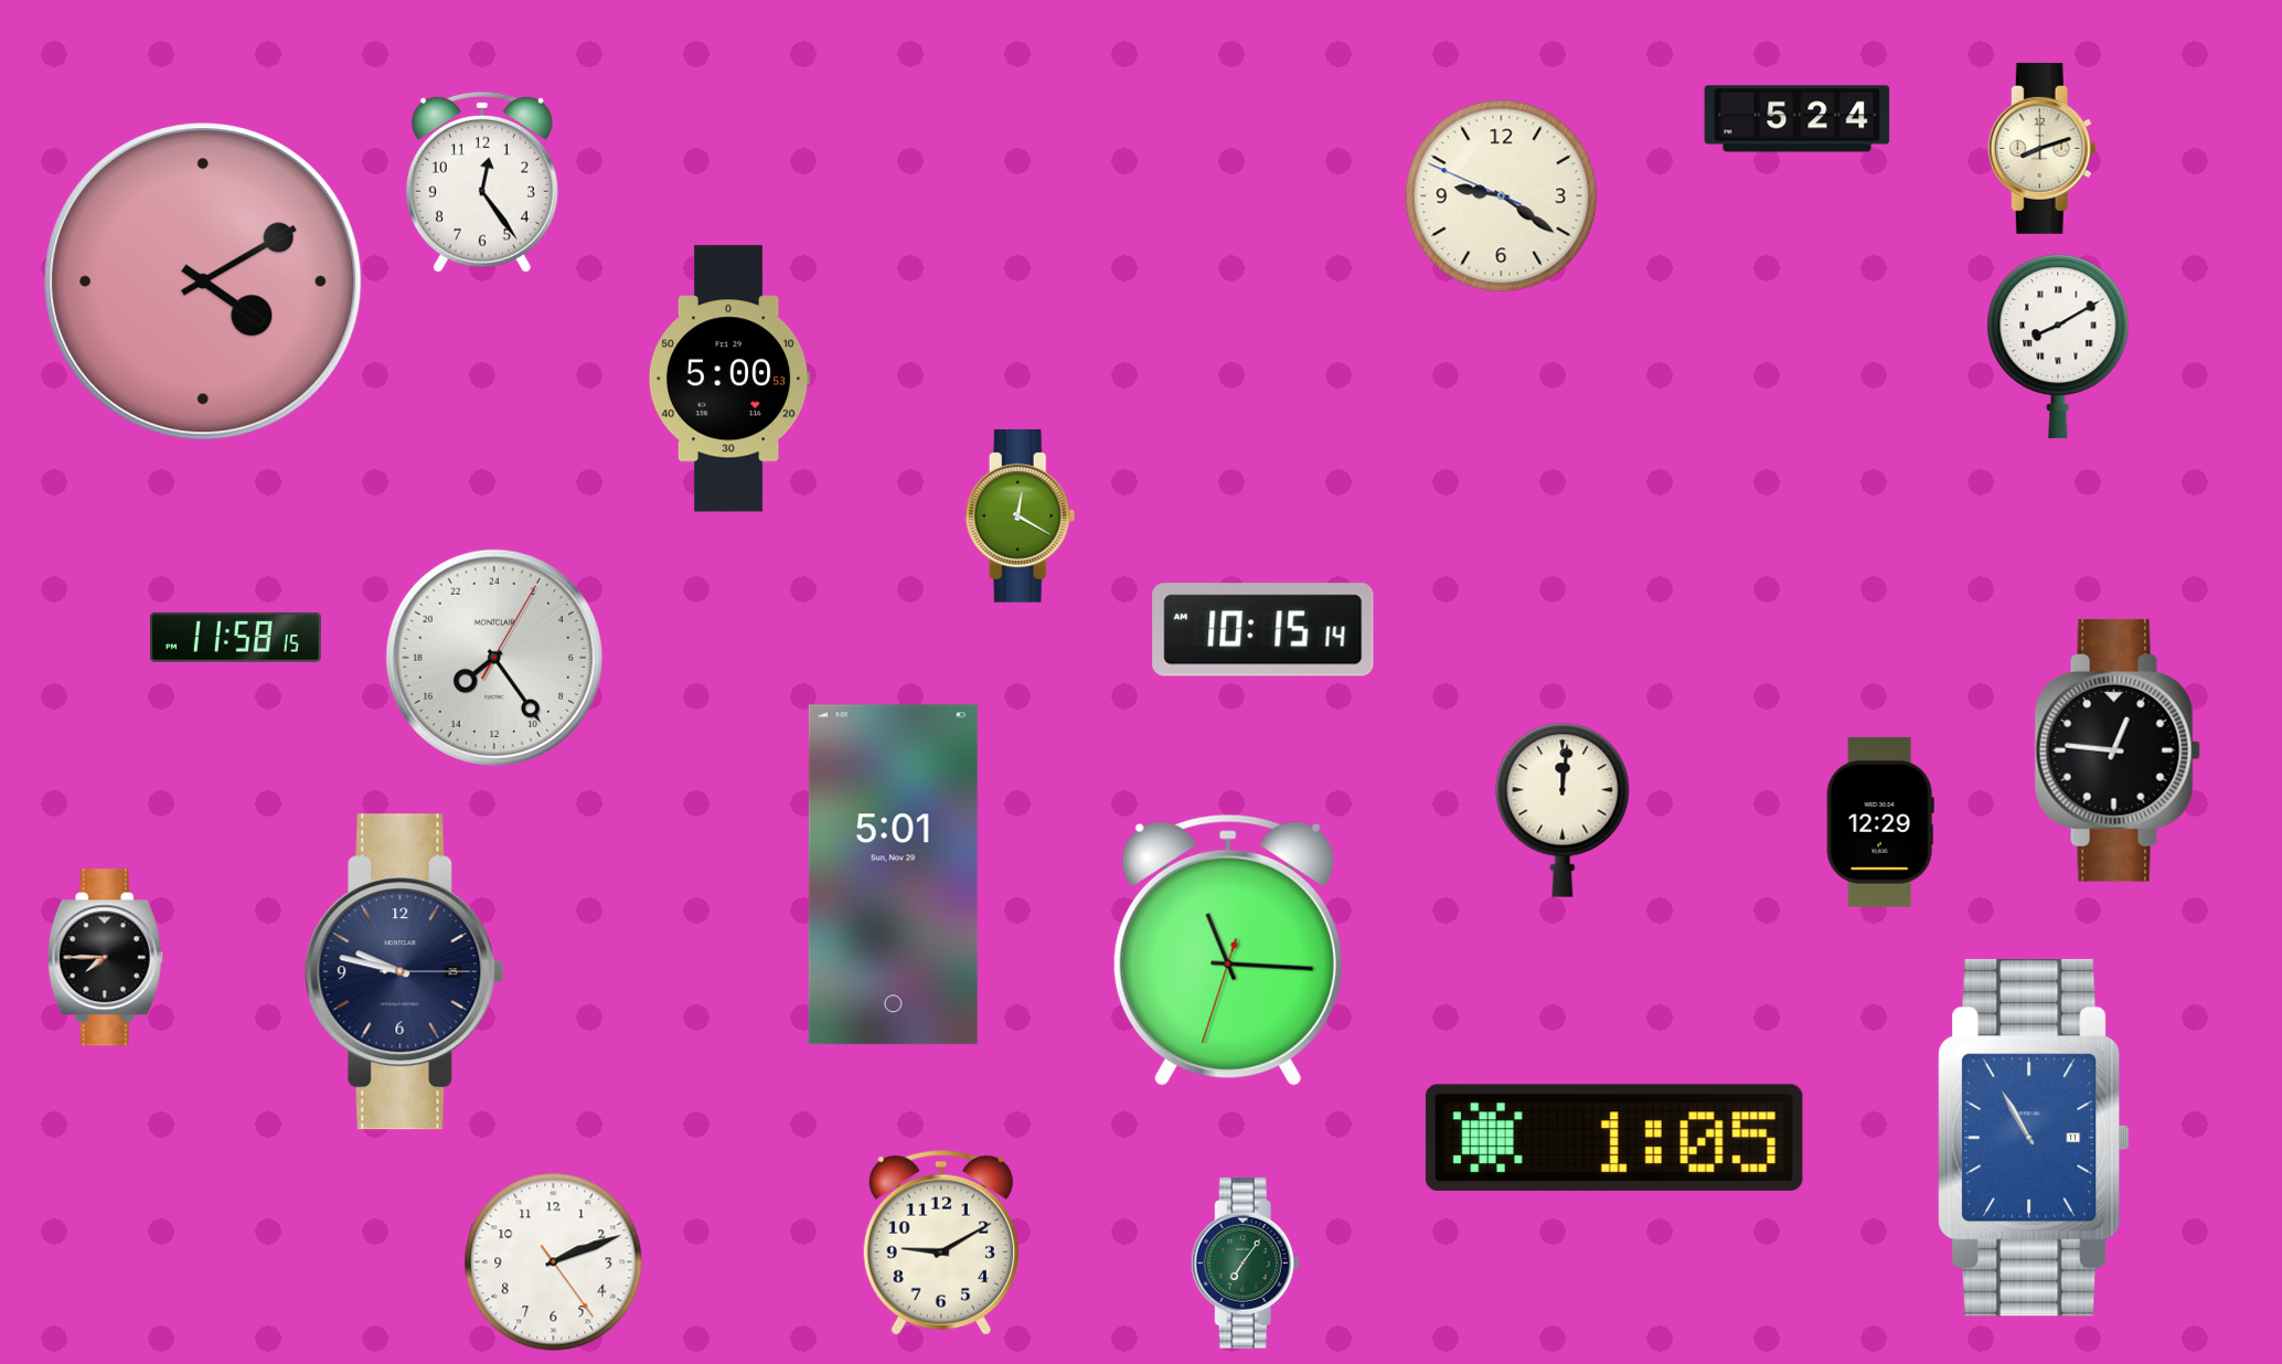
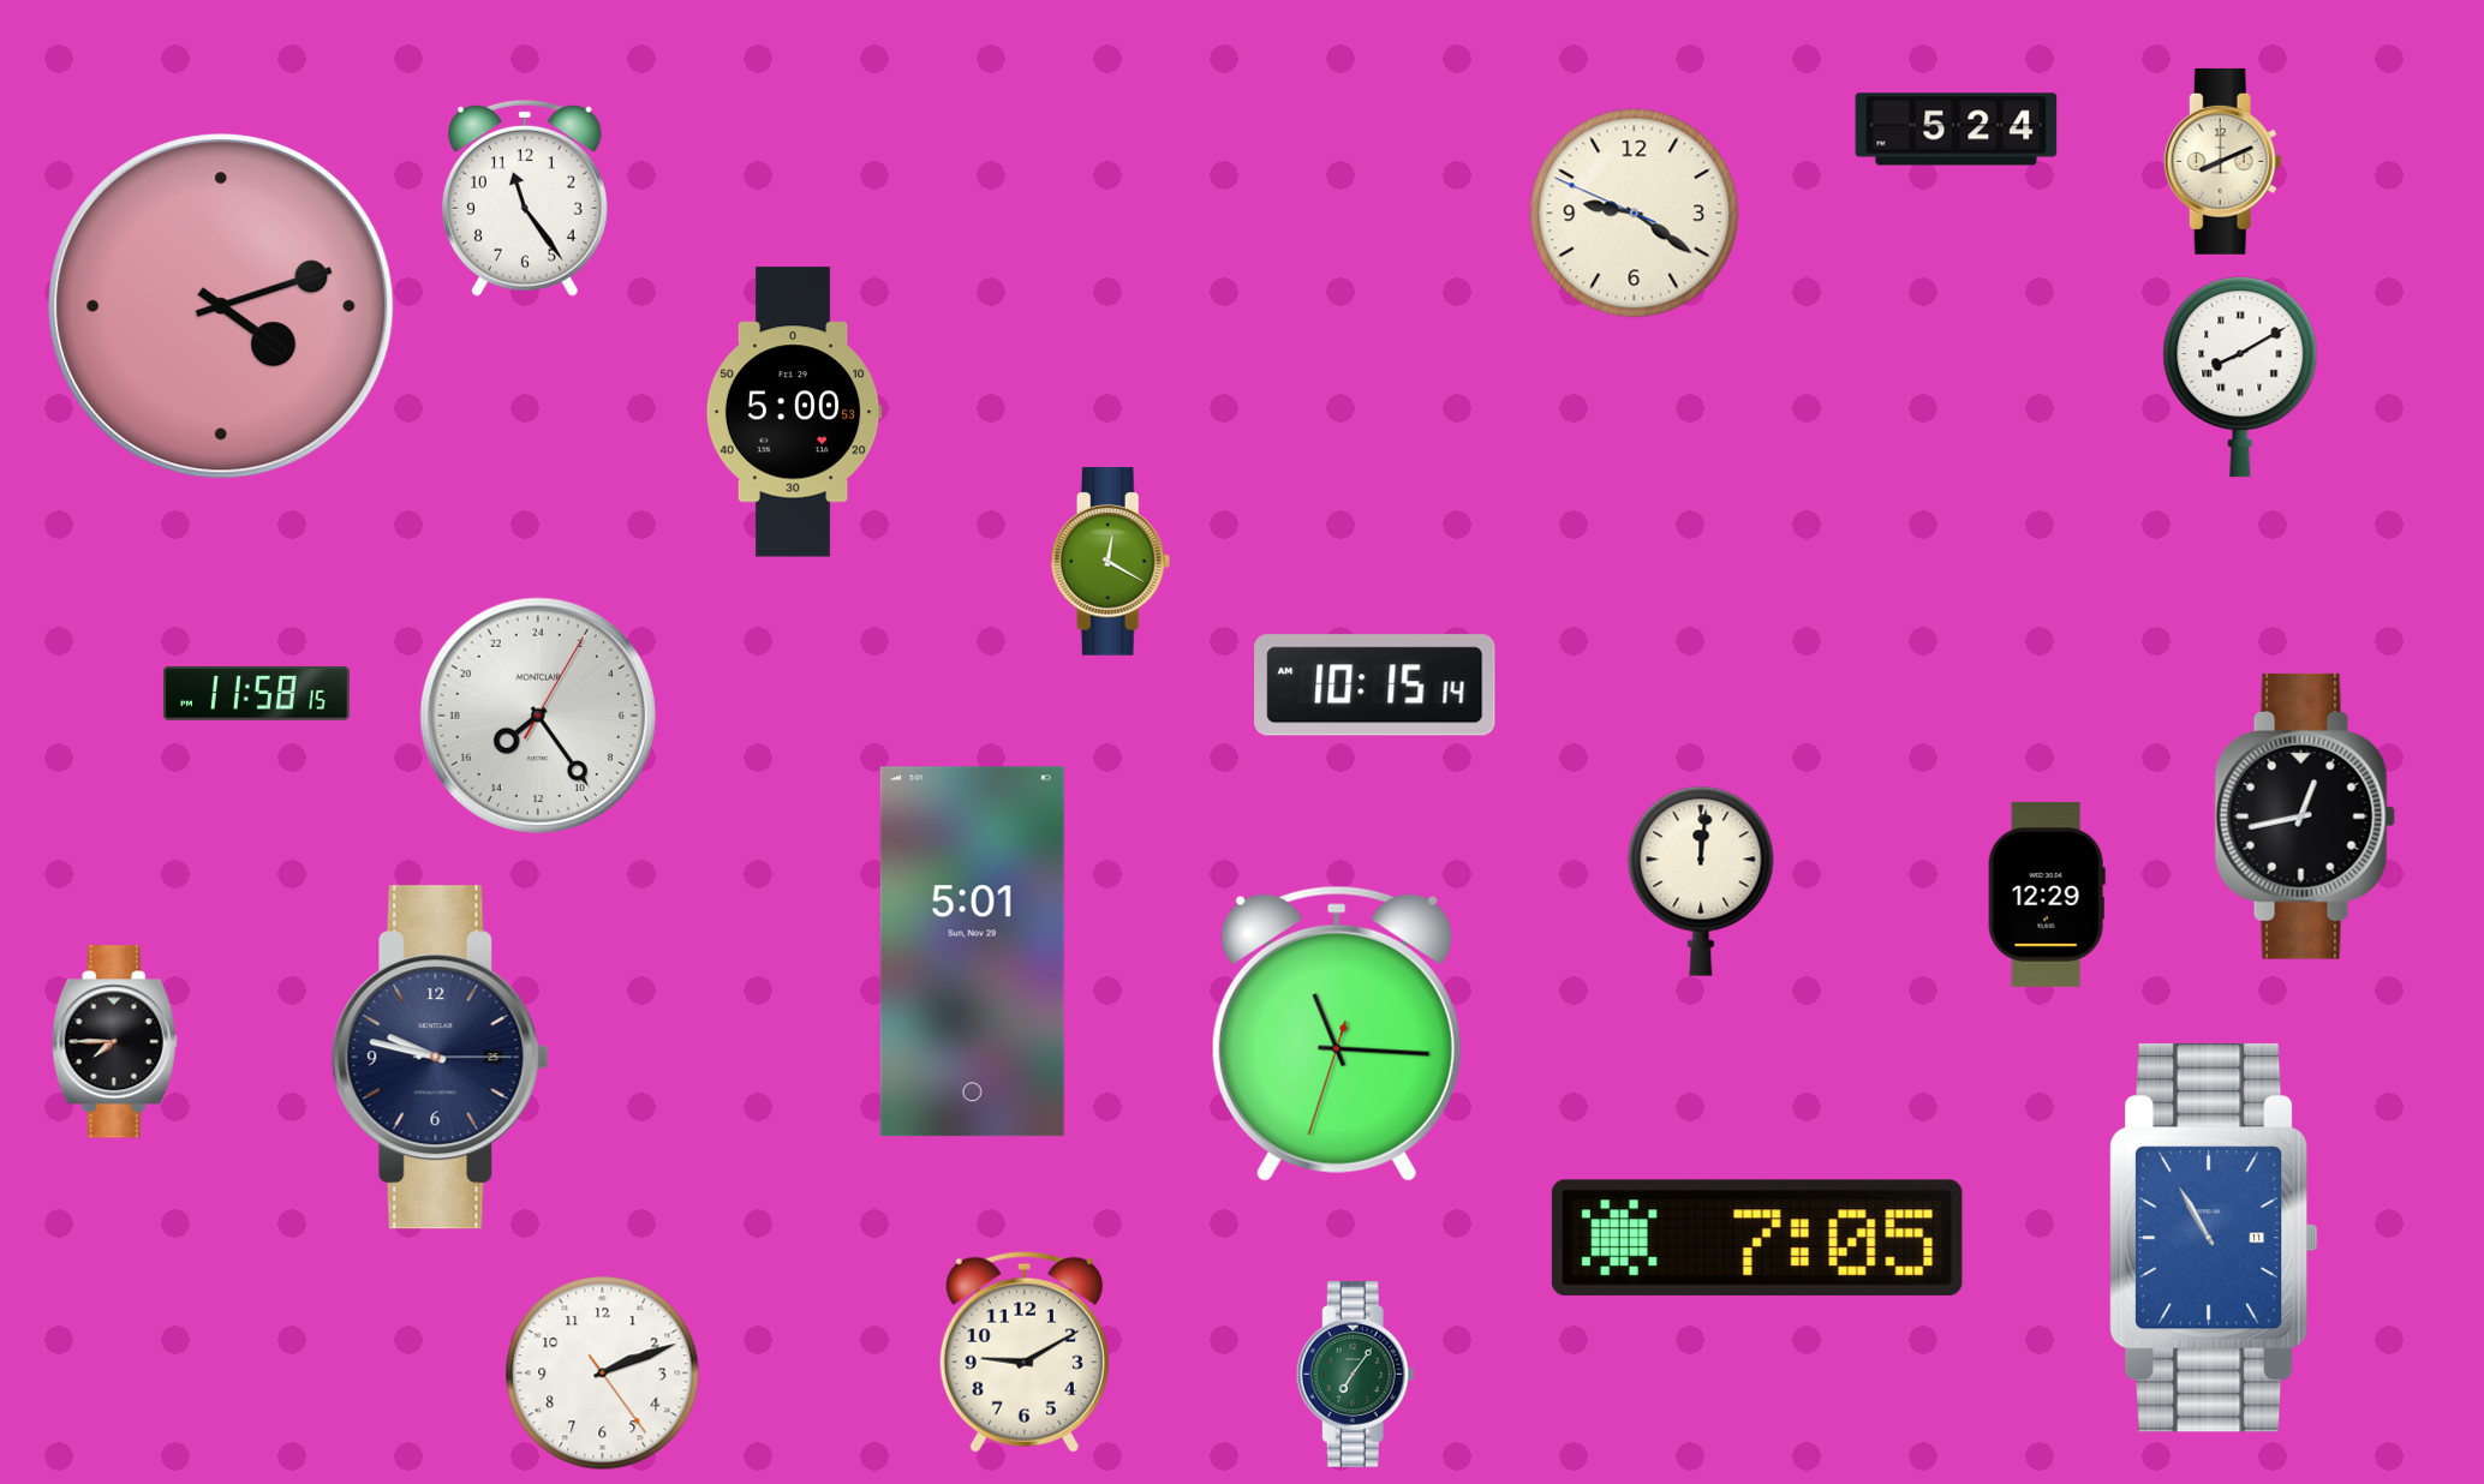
clock at (2041, 148): 8:12 -> 8:11
clock at (482, 182): 12:24 -> 11:24
clock at (203, 281): 4:10 -> 4:12
clock at (2118, 750): 12:46 -> 12:43
clock at (1614, 1138): 1:05 -> 7:05
